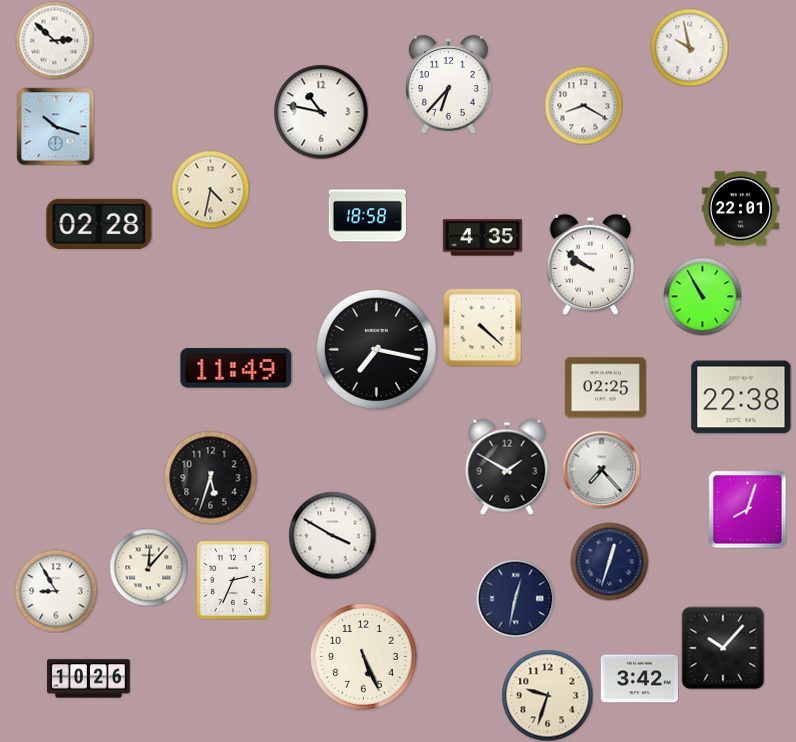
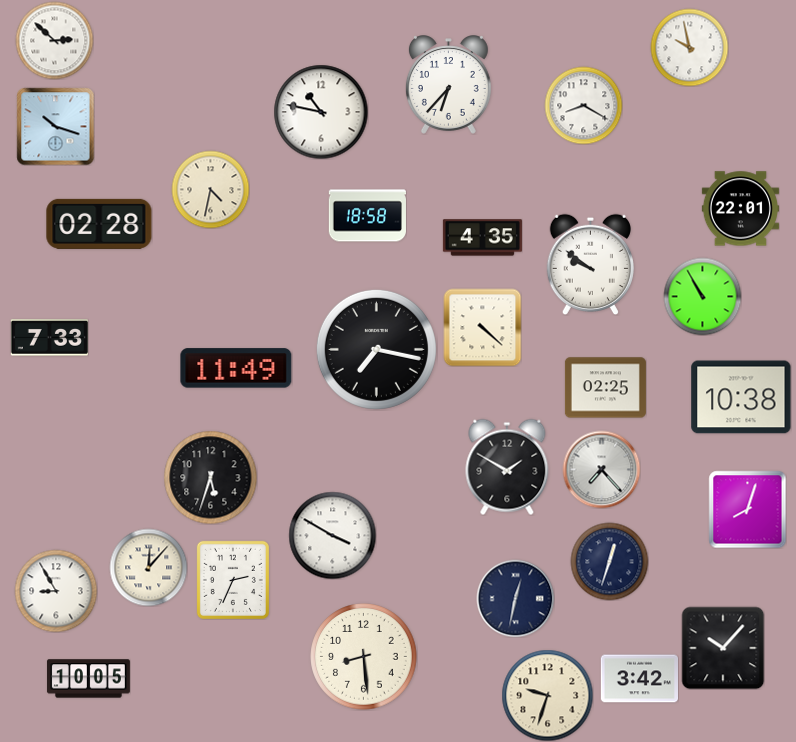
clock at (49, 338): none -> 7:33
clock at (741, 397): 22:38 -> 10:38
clock at (364, 657): 5:26 -> 8:29
clock at (88, 679): 10:26 -> 10:05
